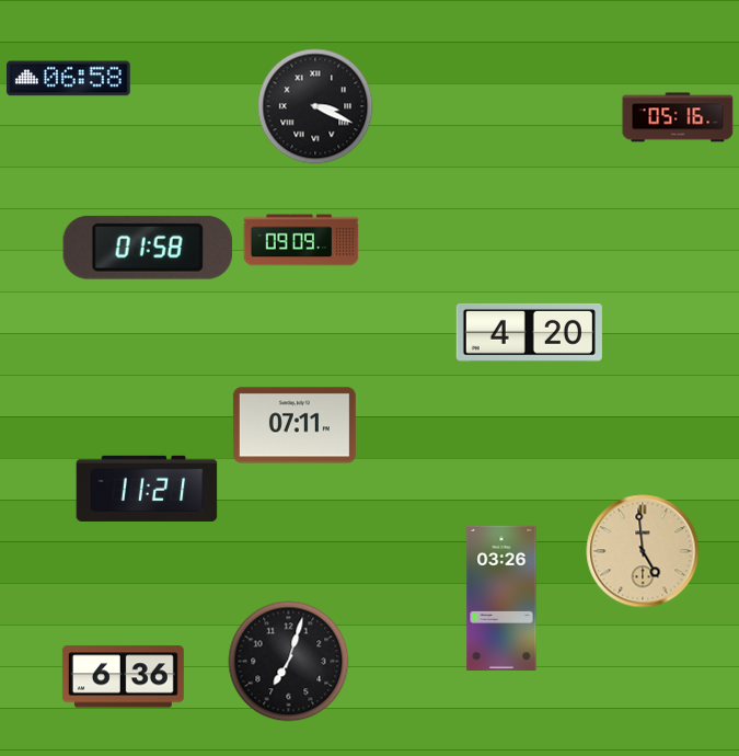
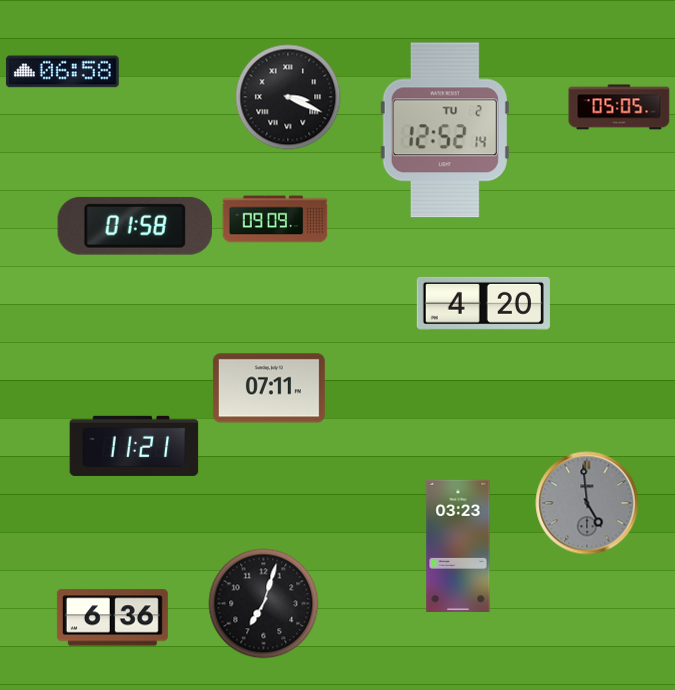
clock at (678, 117): 05:16 -> 05:05
clock at (445, 130): none -> 12:52
clock at (643, 551) dial: champagne -> grey
clock at (501, 597): 03:26 -> 03:23
